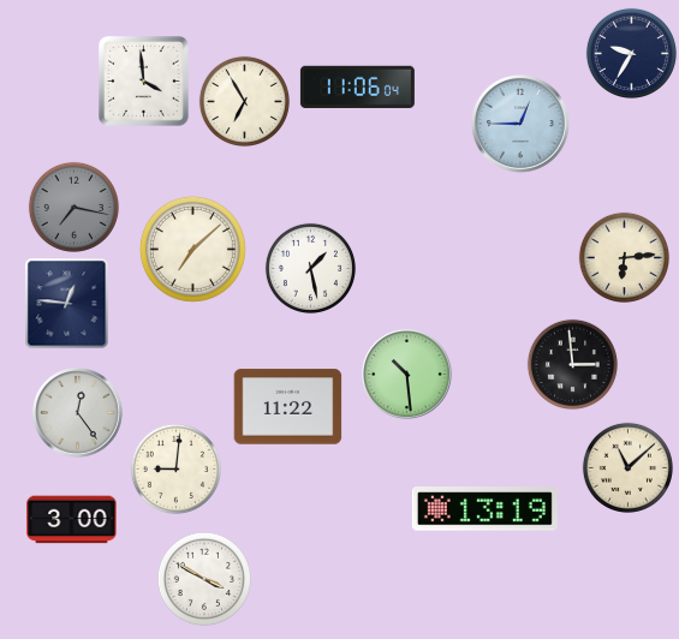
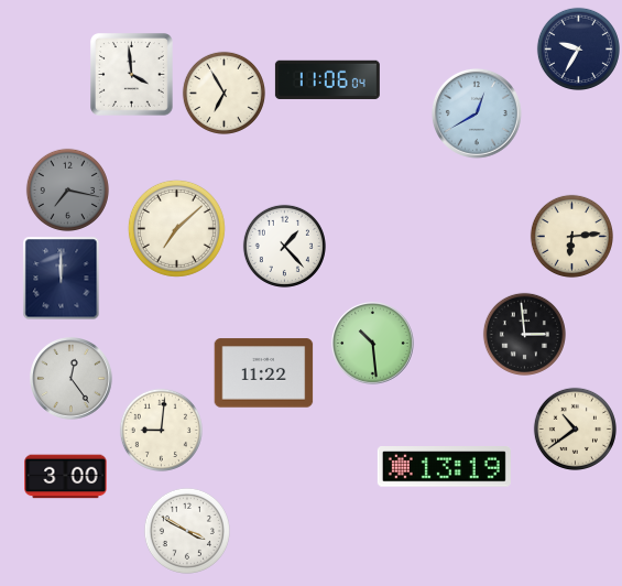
clock at (522, 125): 12:45 -> 12:40
clock at (310, 268): 1:28 -> 1:23
clock at (67, 304): 12:46 -> 12:00
clock at (627, 467): 11:08 -> 10:39
